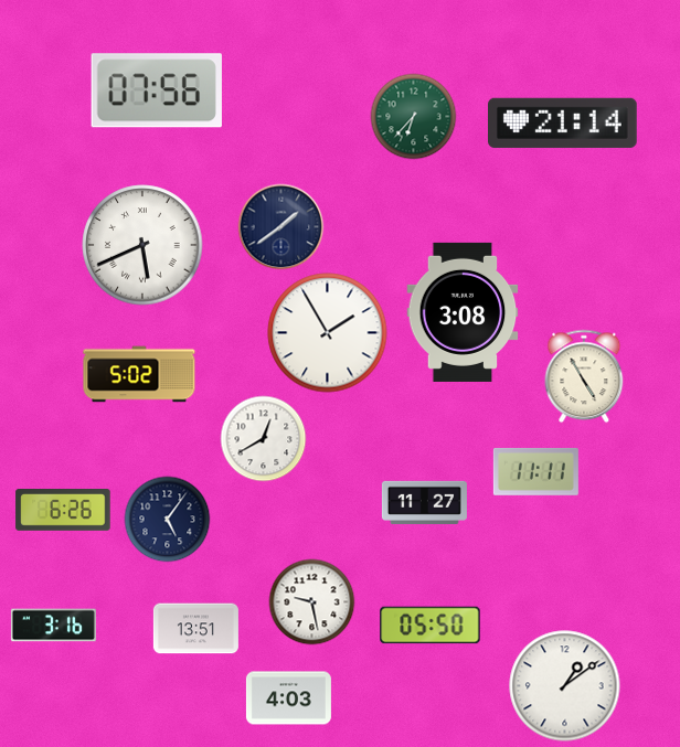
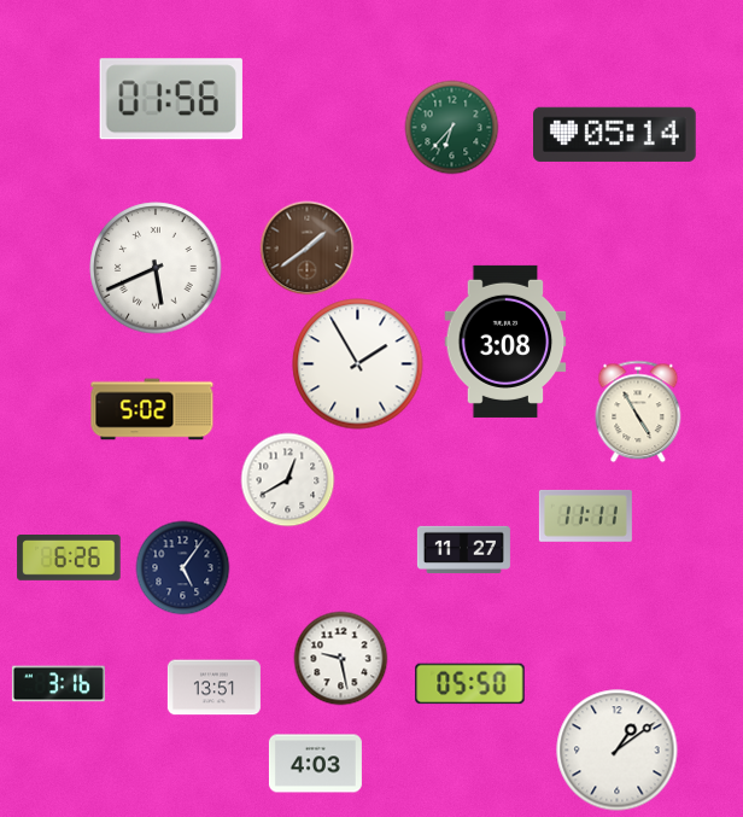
clock at (157, 90): 07:56 -> 01:56
clock at (563, 122): 21:14 -> 05:14
clock at (280, 226) dial: navy -> brown
